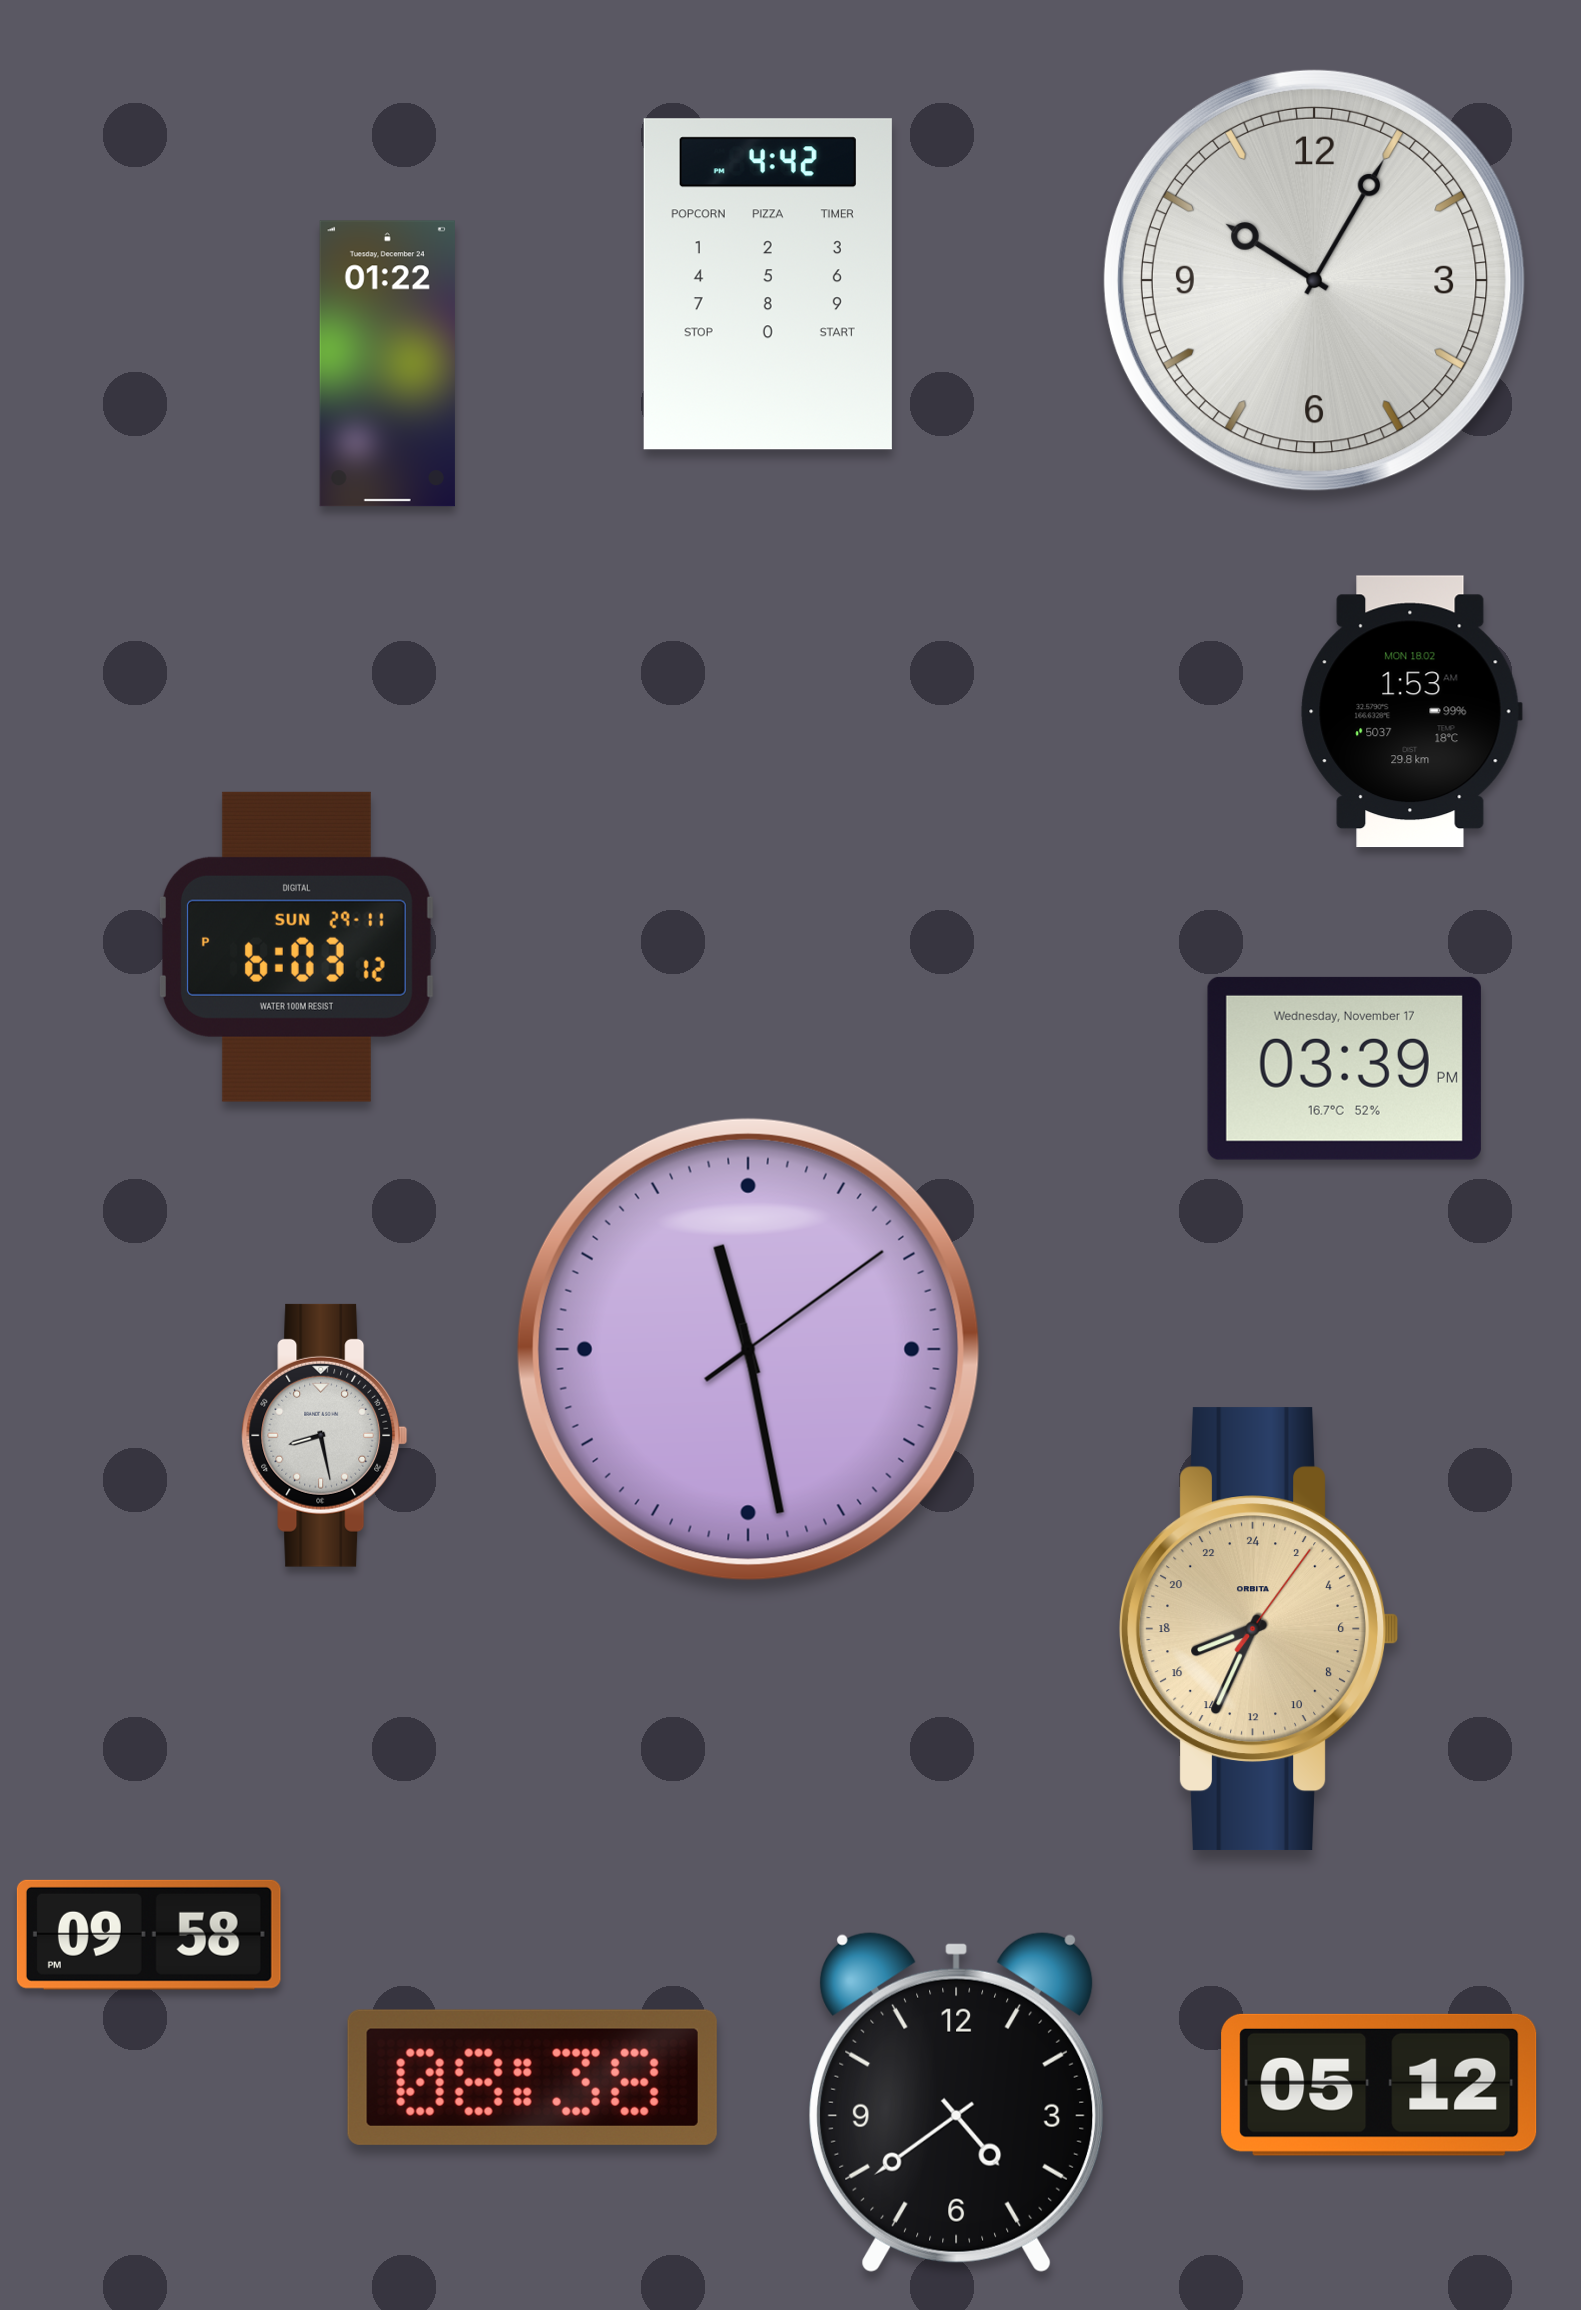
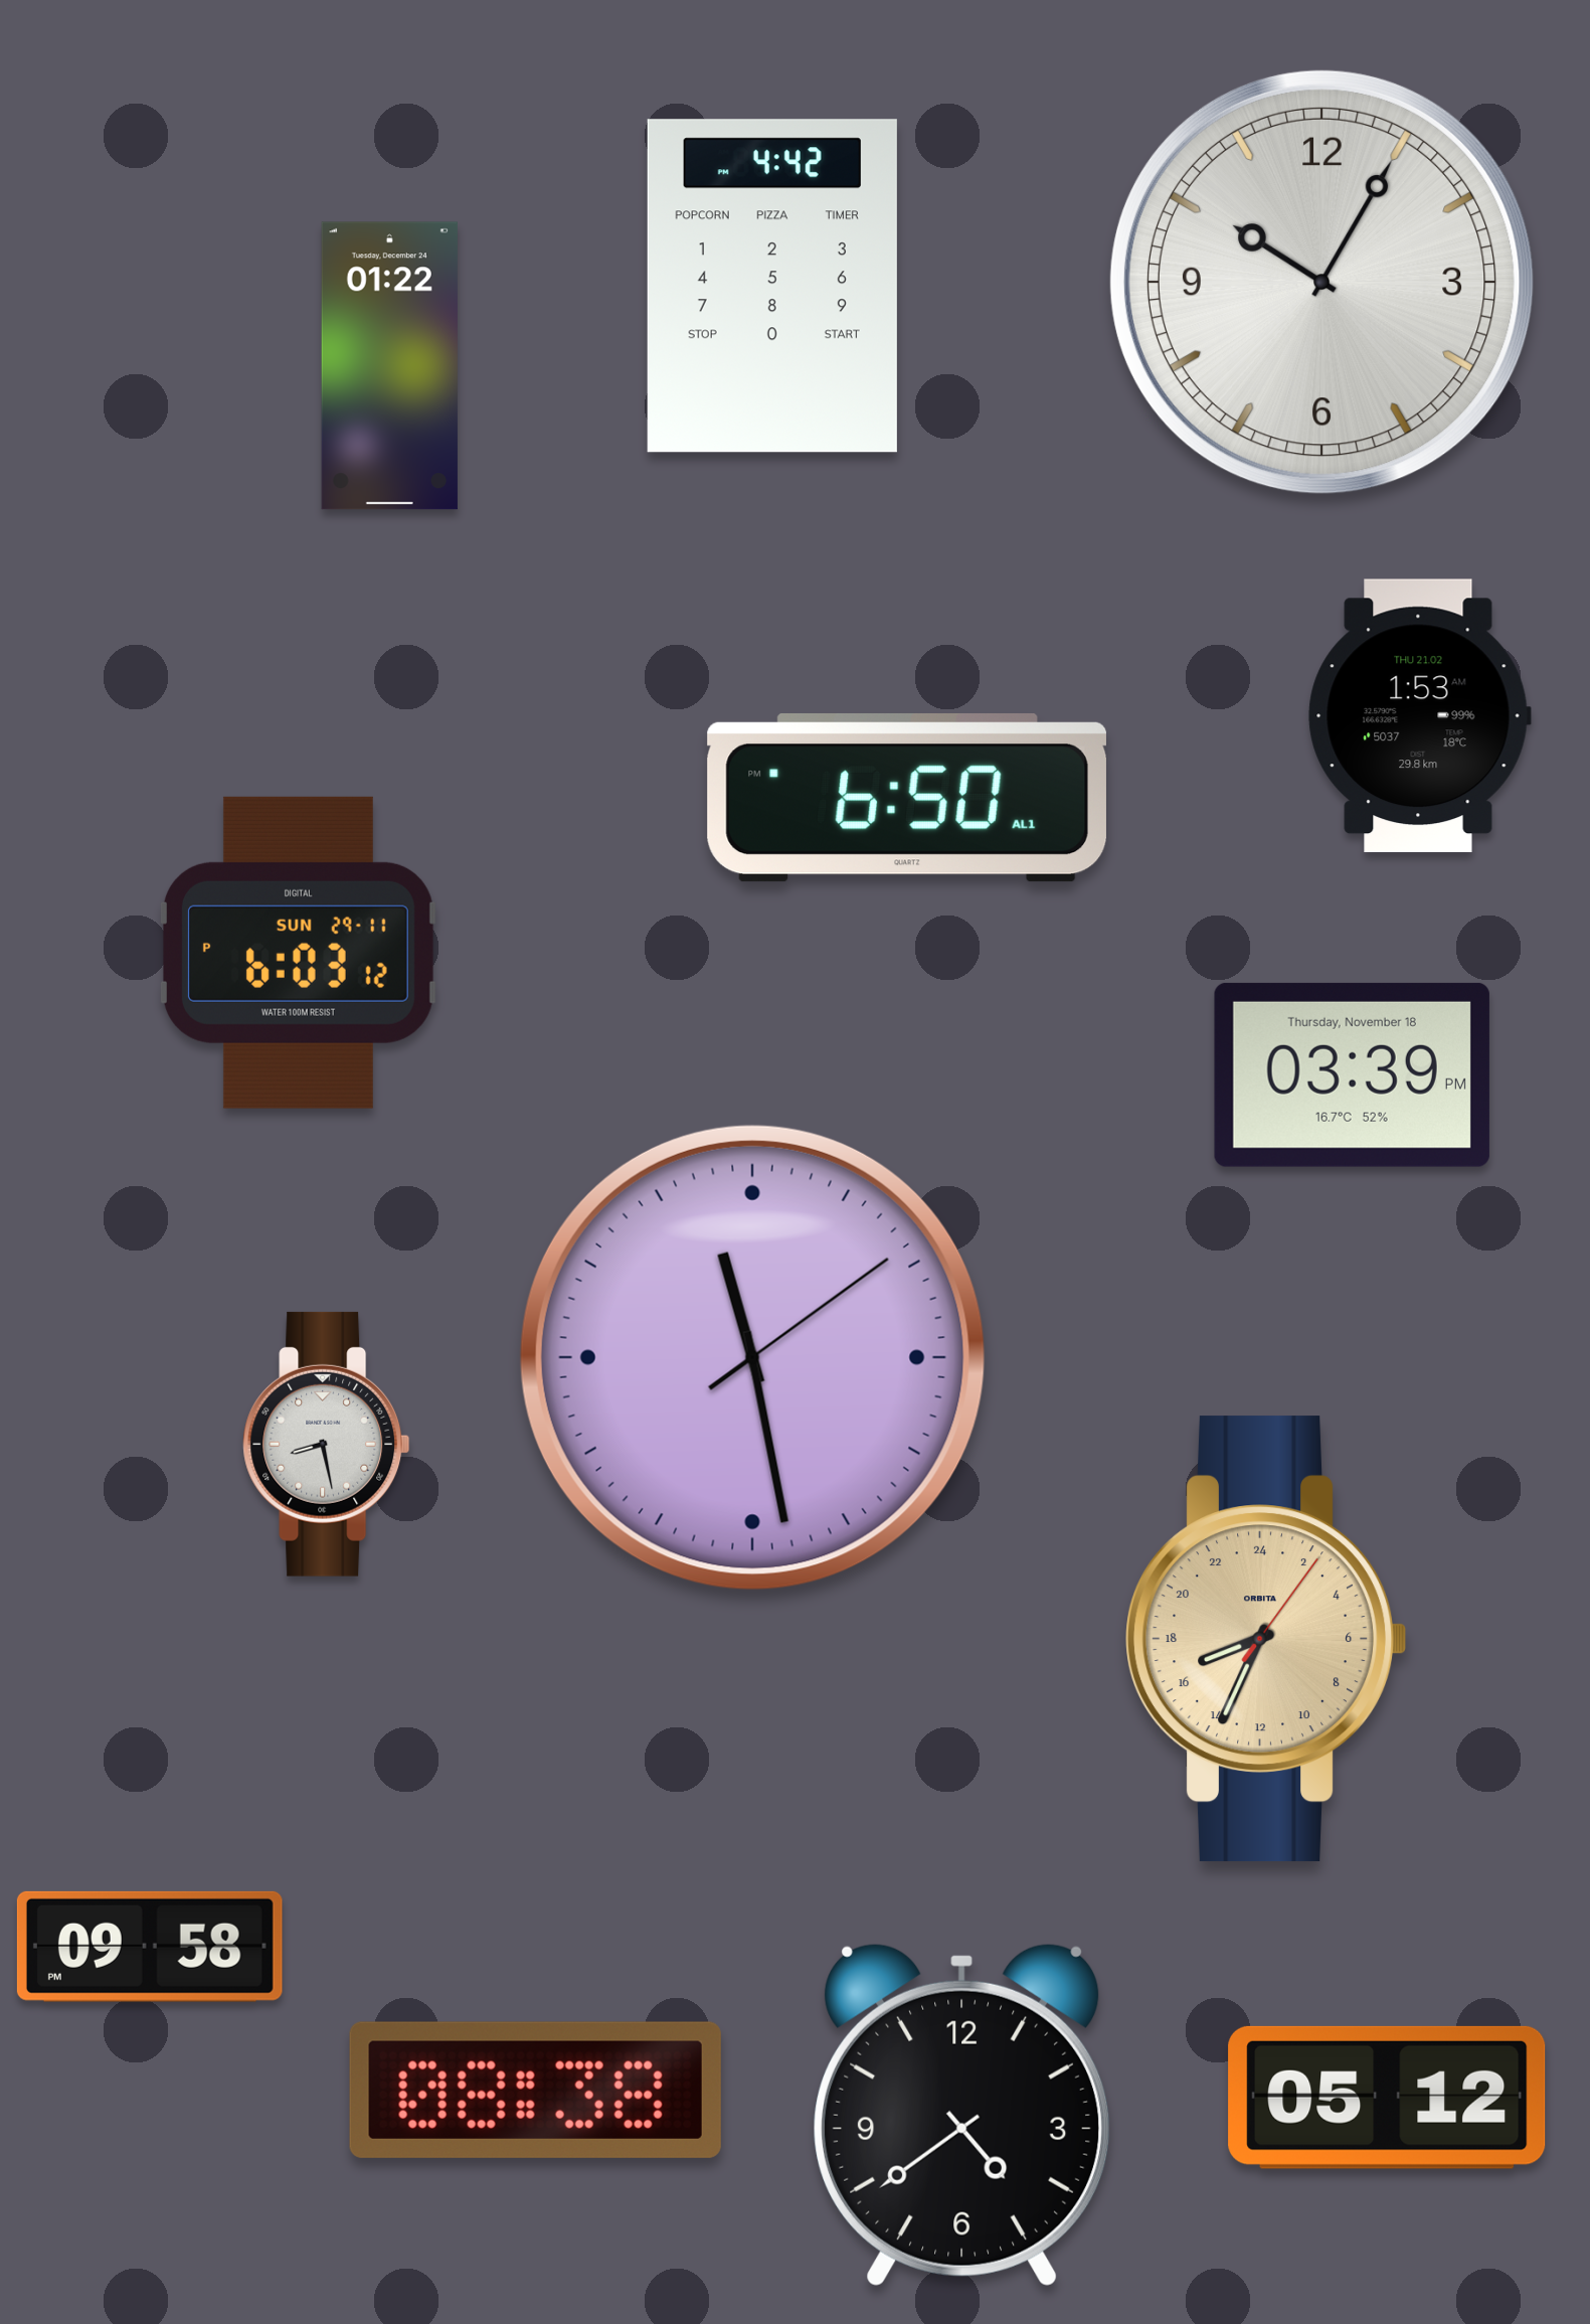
clock at (1411, 712) date: MON 18.02 -> THU 21.02
clock at (907, 798): none -> 6:50
clock at (1344, 1068) date: Wednesday, November 17 -> Thursday, November 18
